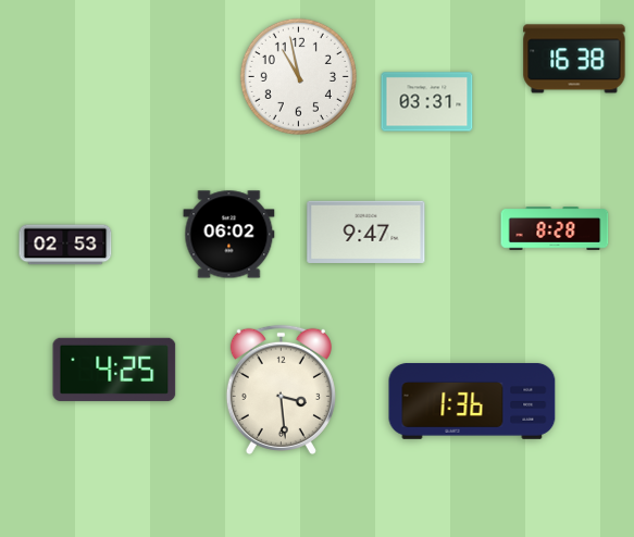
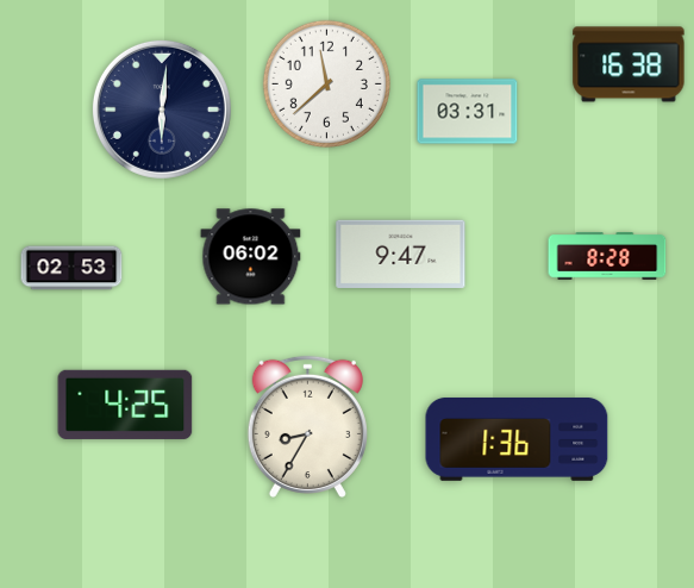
clock at (298, 76): 10:58 -> 11:38
clock at (162, 110): none -> 6:01
clock at (555, 228) position: (555, 228) -> (607, 256)
clock at (281, 389): 3:29 -> 8:35
